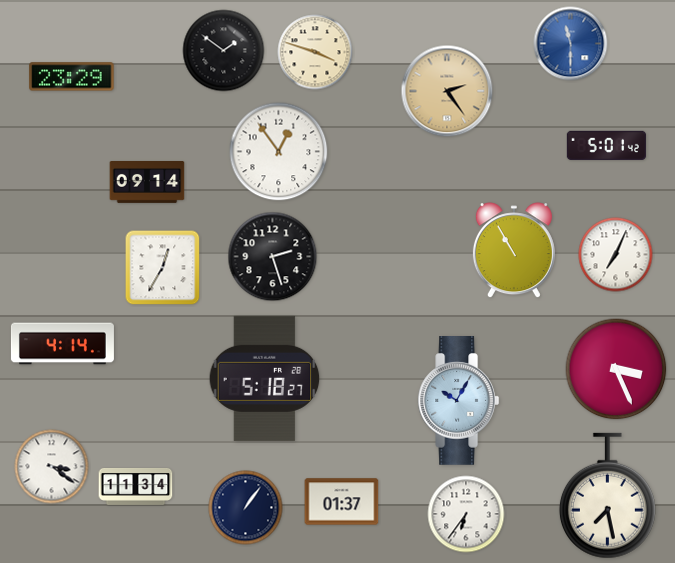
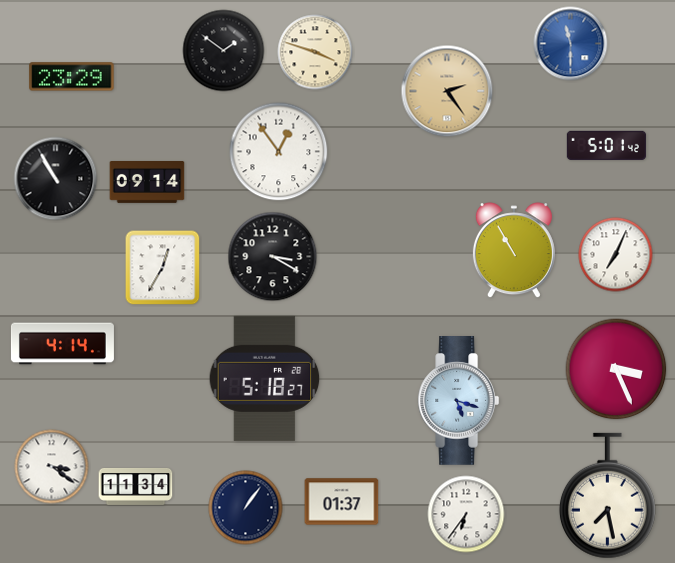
clock at (56, 179): none -> 10:55
clock at (273, 257): 2:27 -> 3:20
clock at (459, 401): 10:05 -> 5:18
